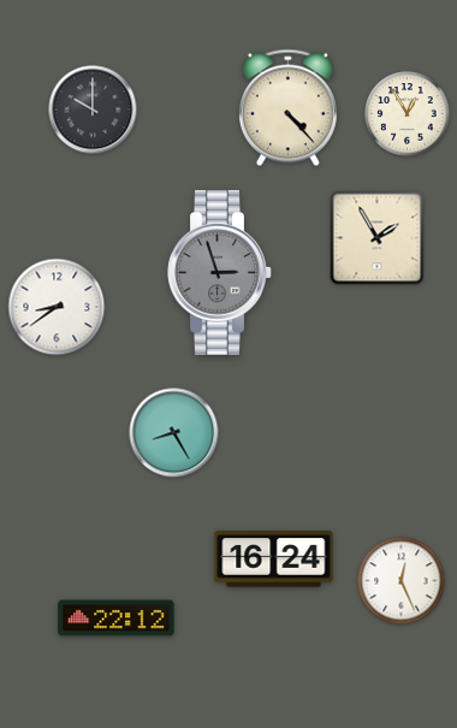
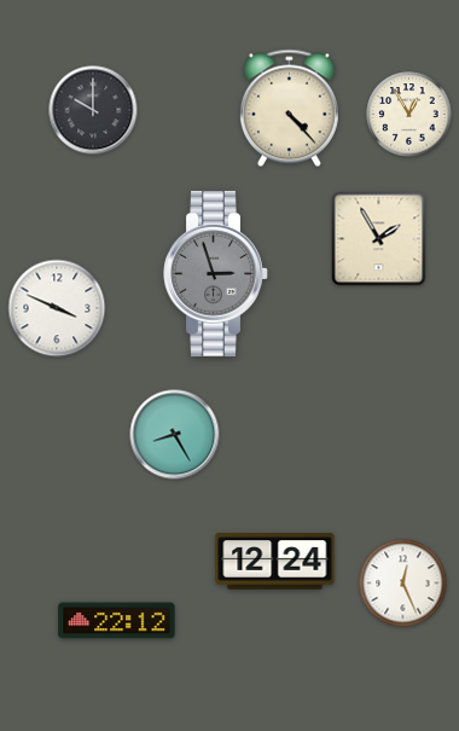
clock at (220, 272) position: (220, 272) -> (216, 273)
clock at (57, 307): 8:39 -> 3:49
clock at (274, 560): 16:24 -> 12:24
